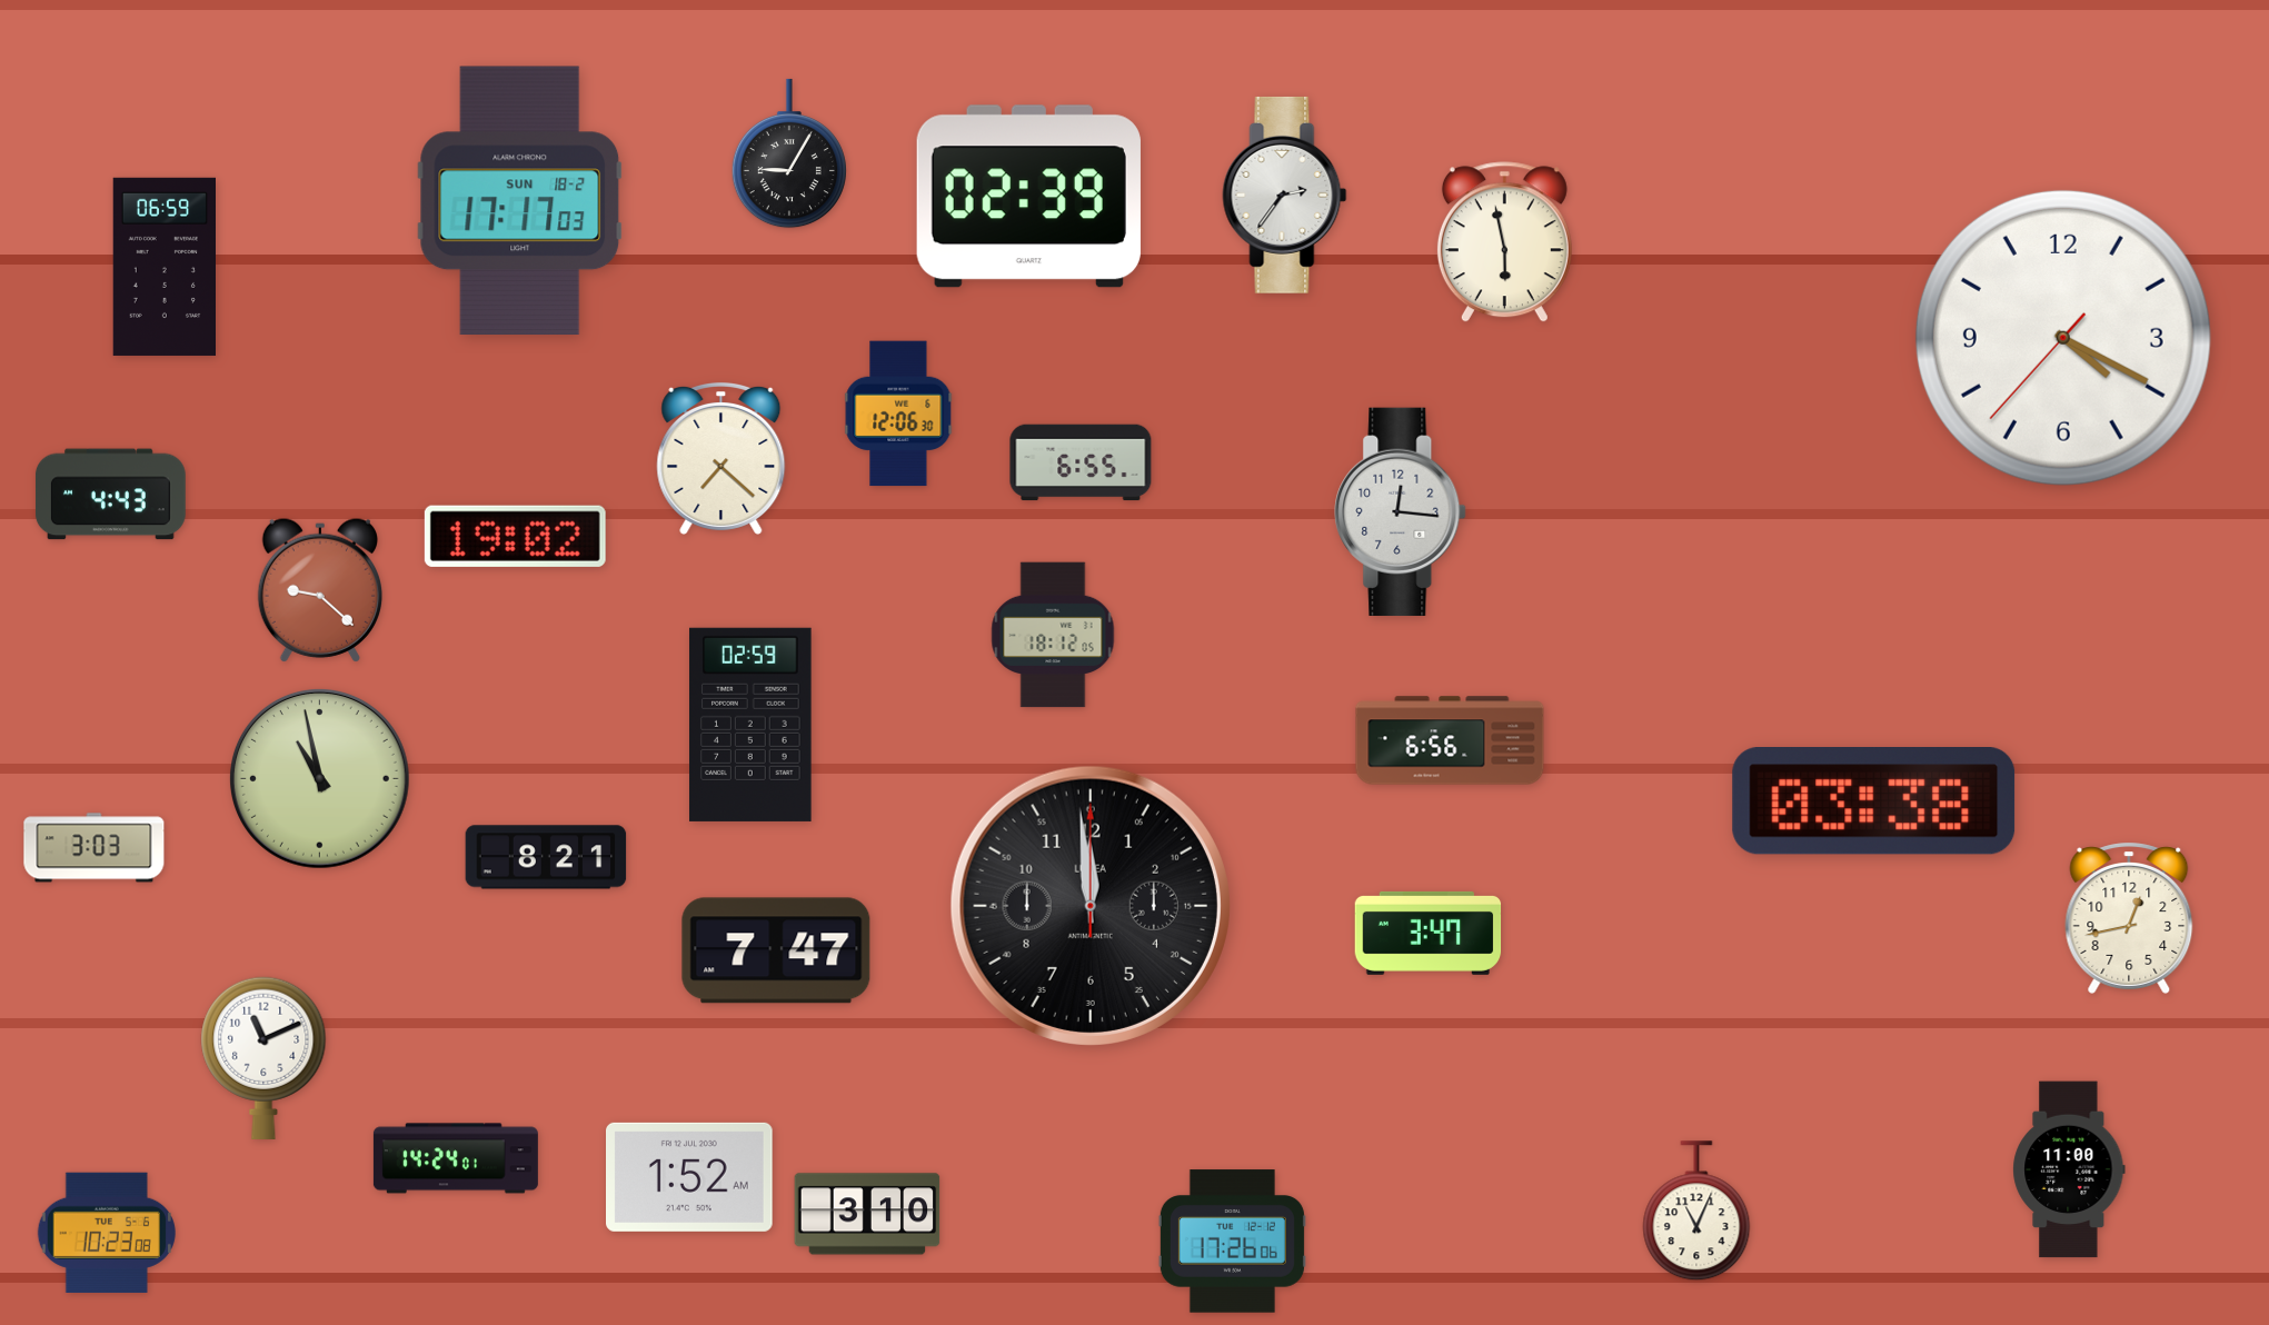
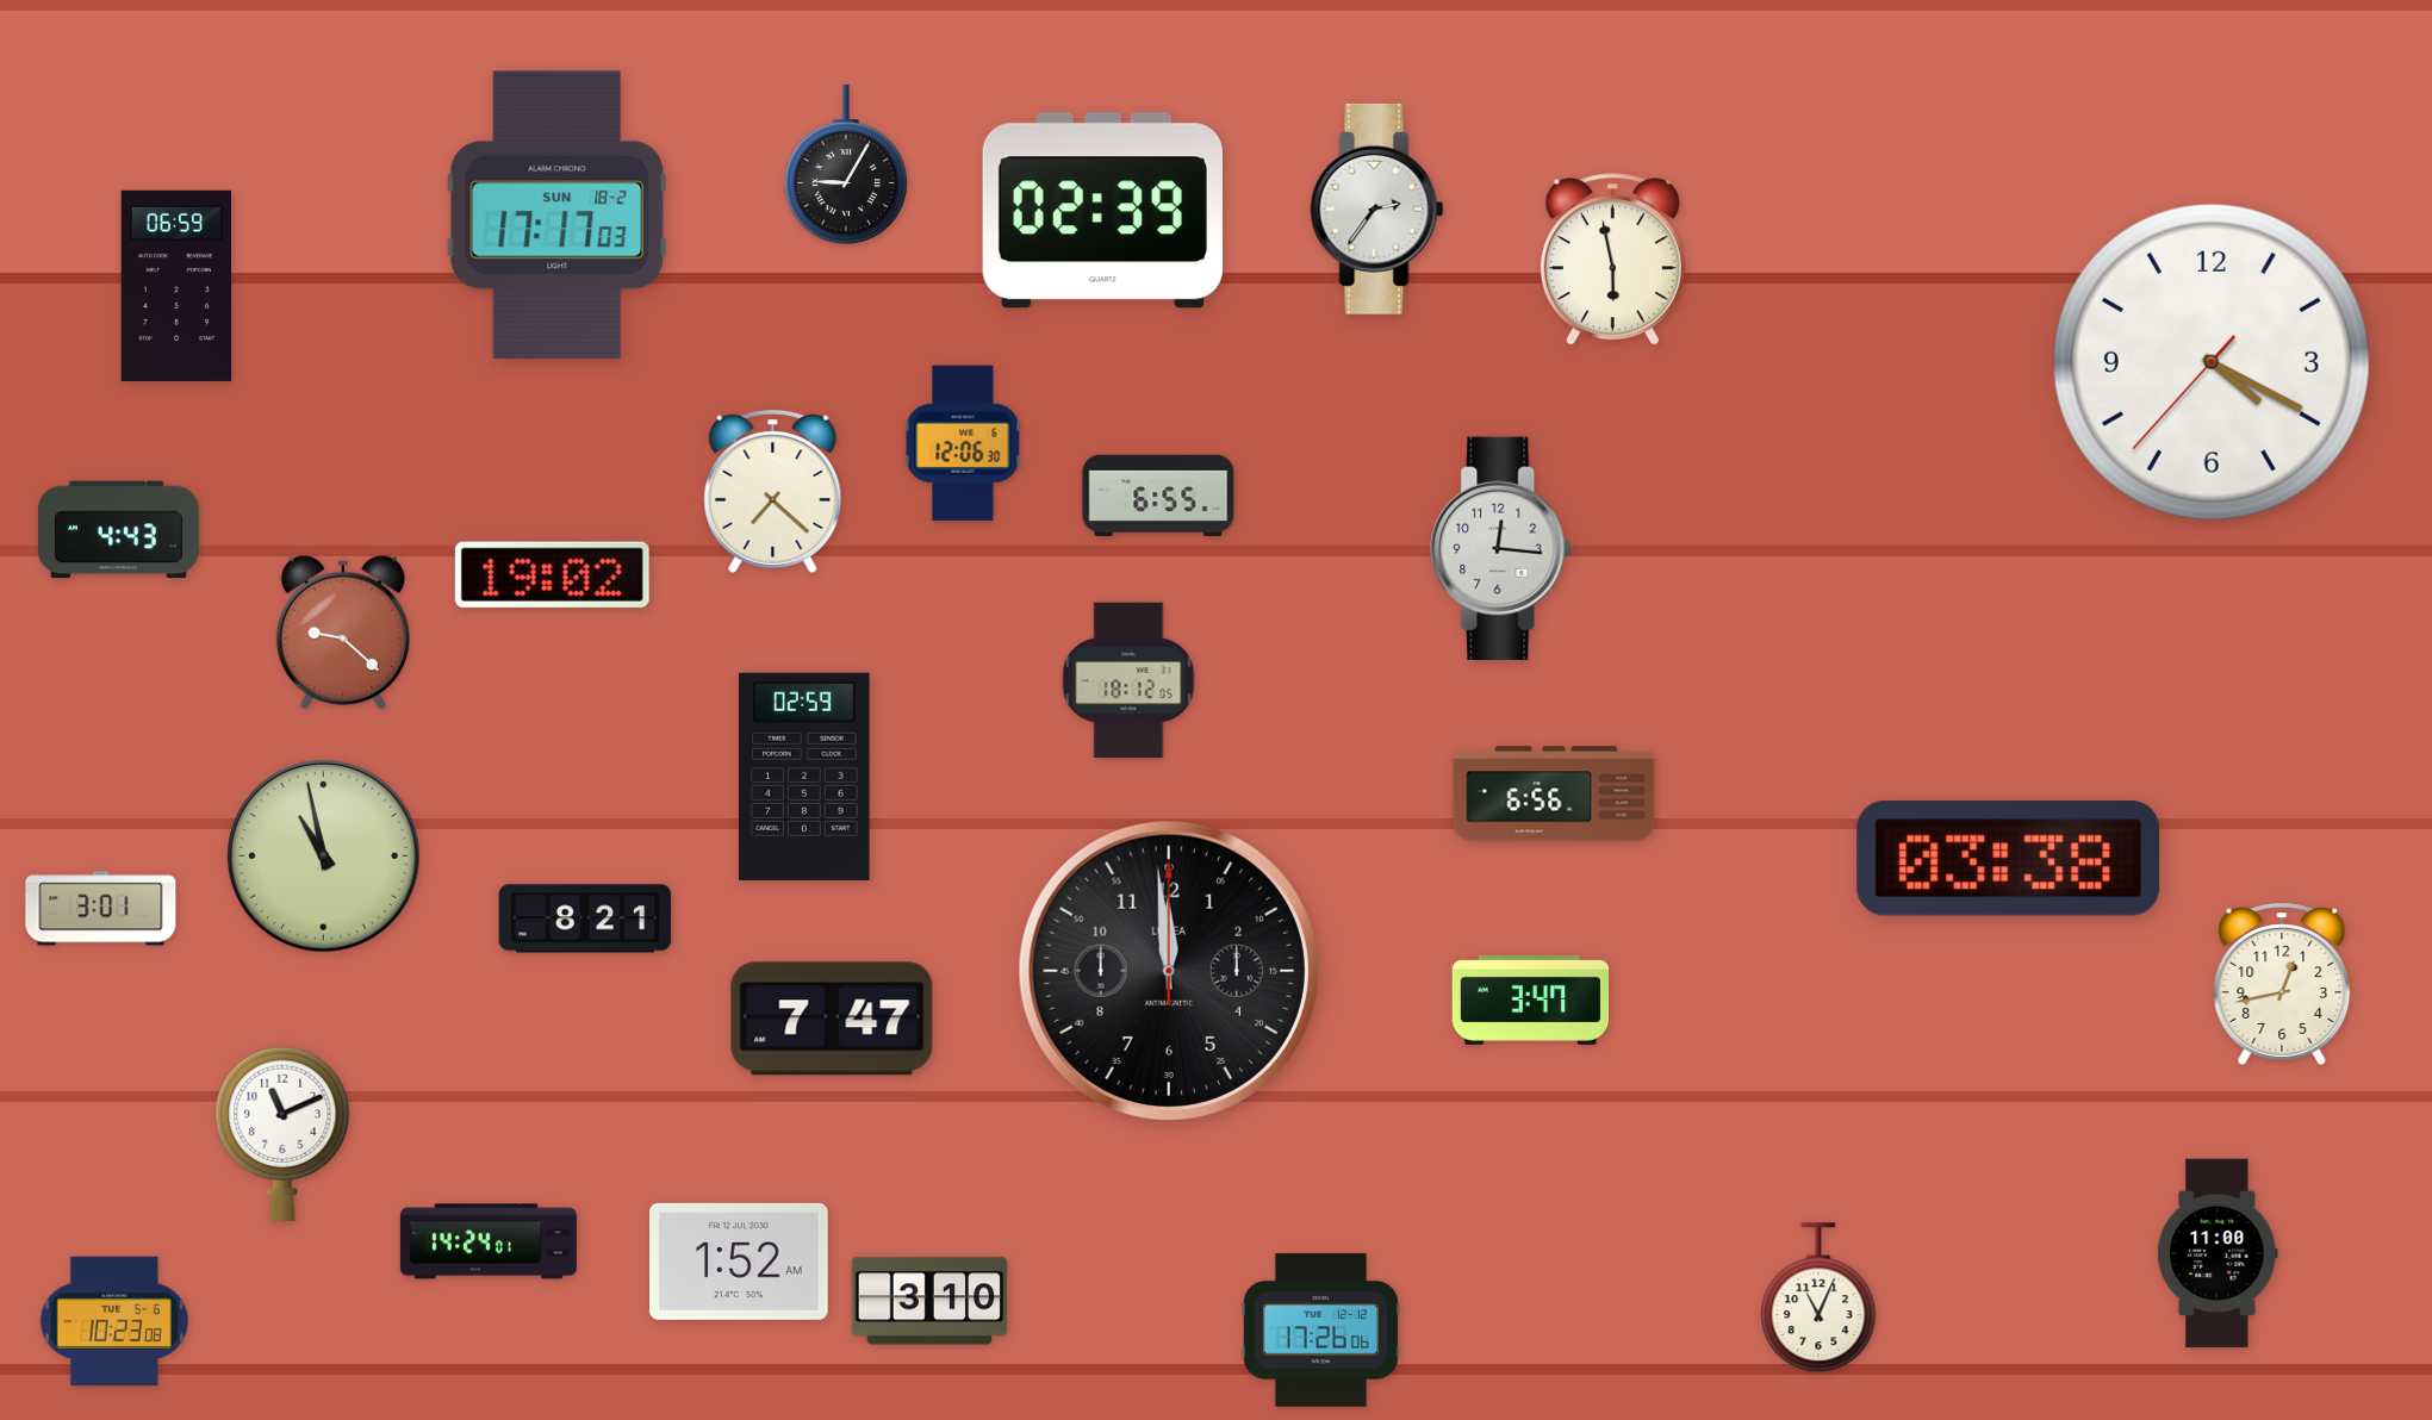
clock at (319, 778) position: (319, 778) -> (323, 855)
clock at (94, 848): 3:03 -> 3:01
